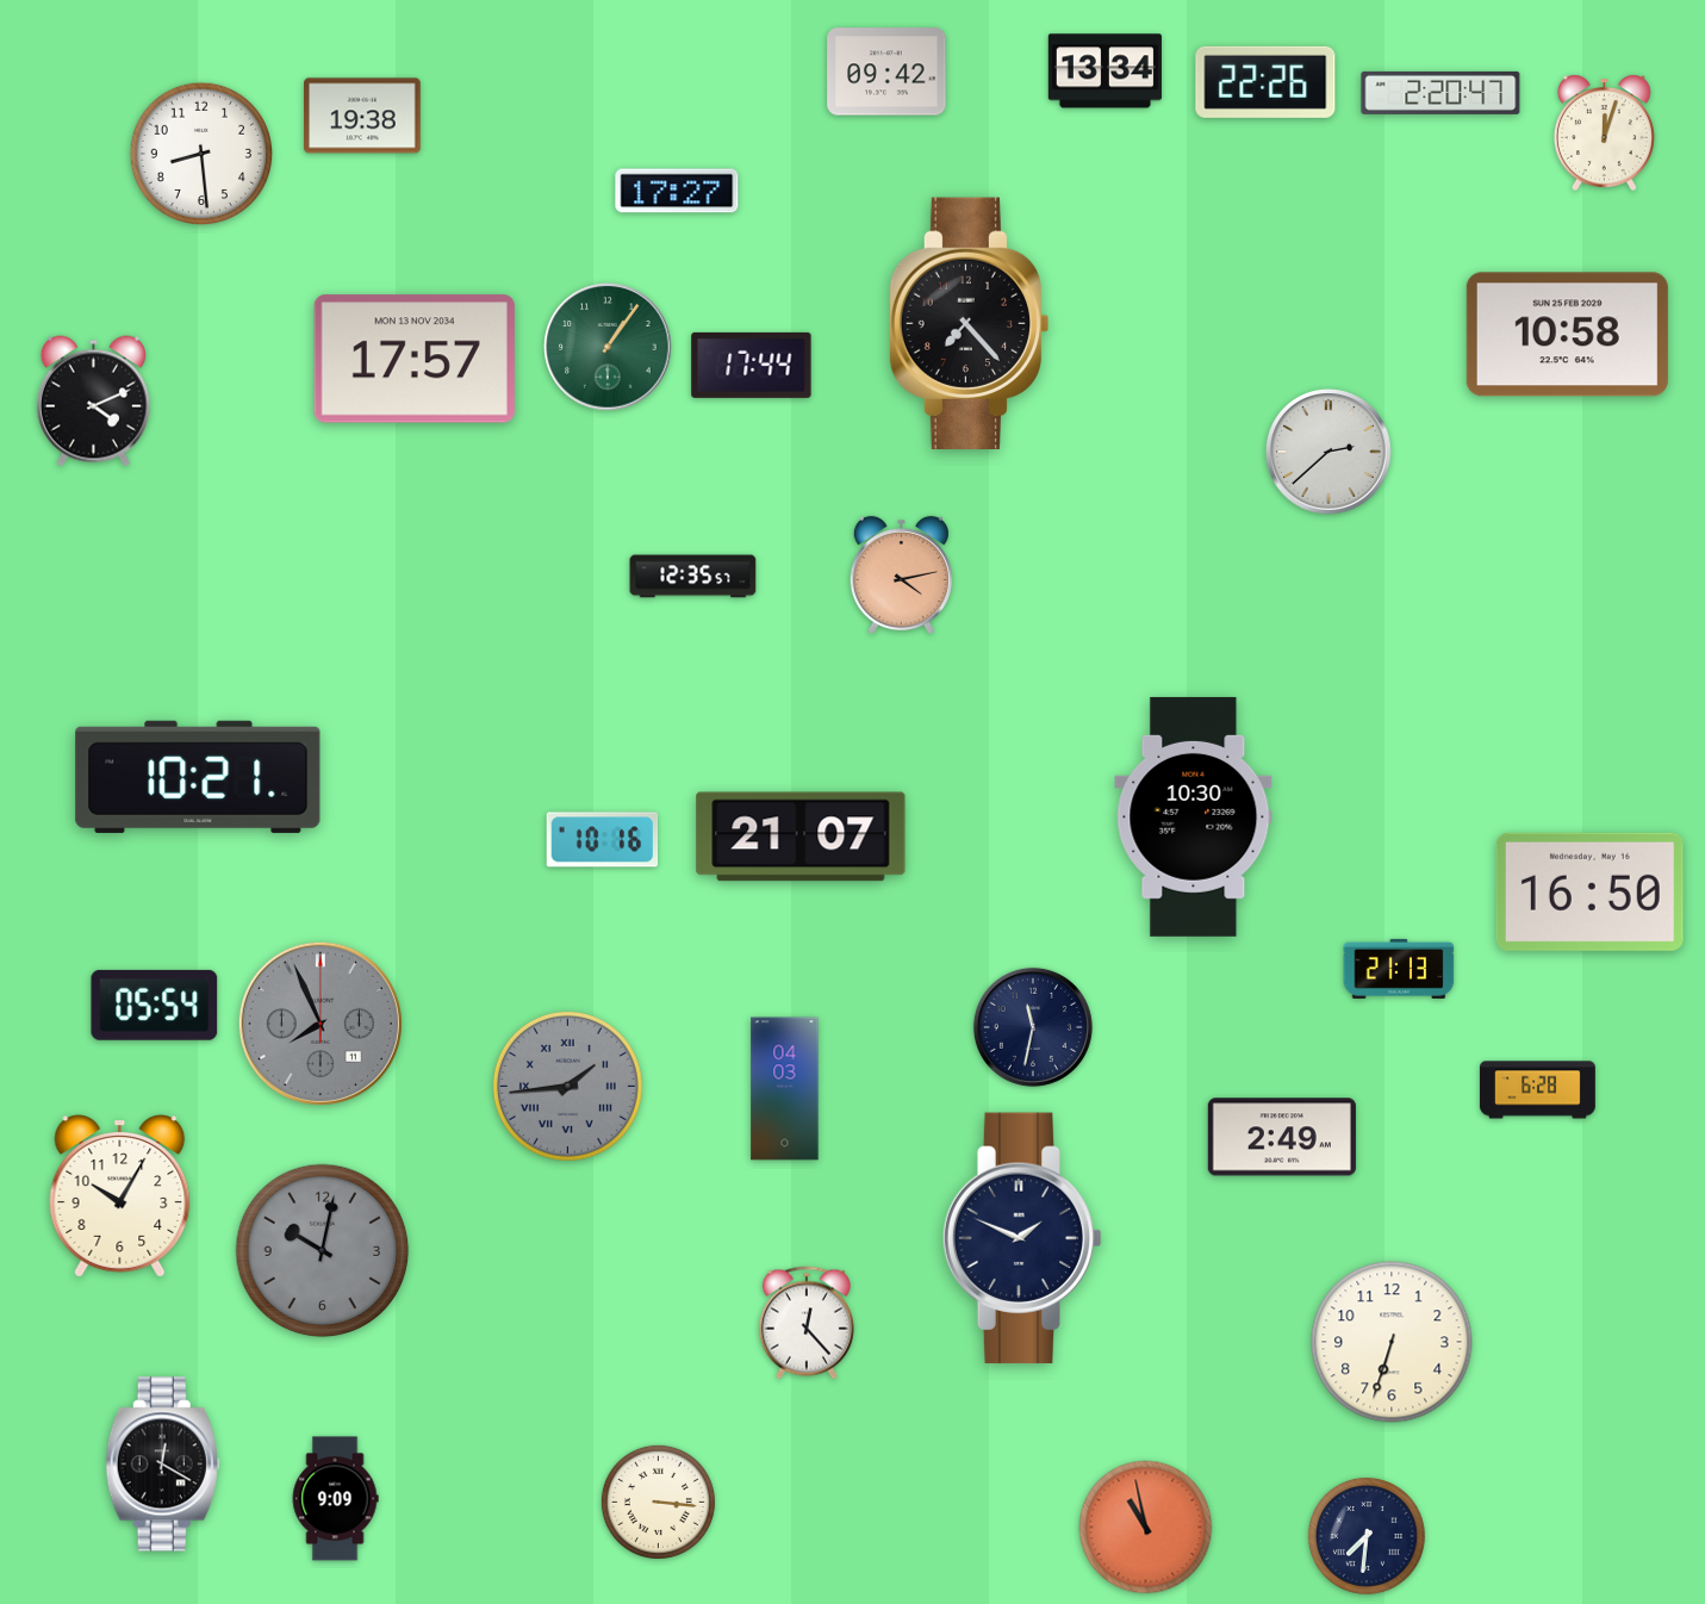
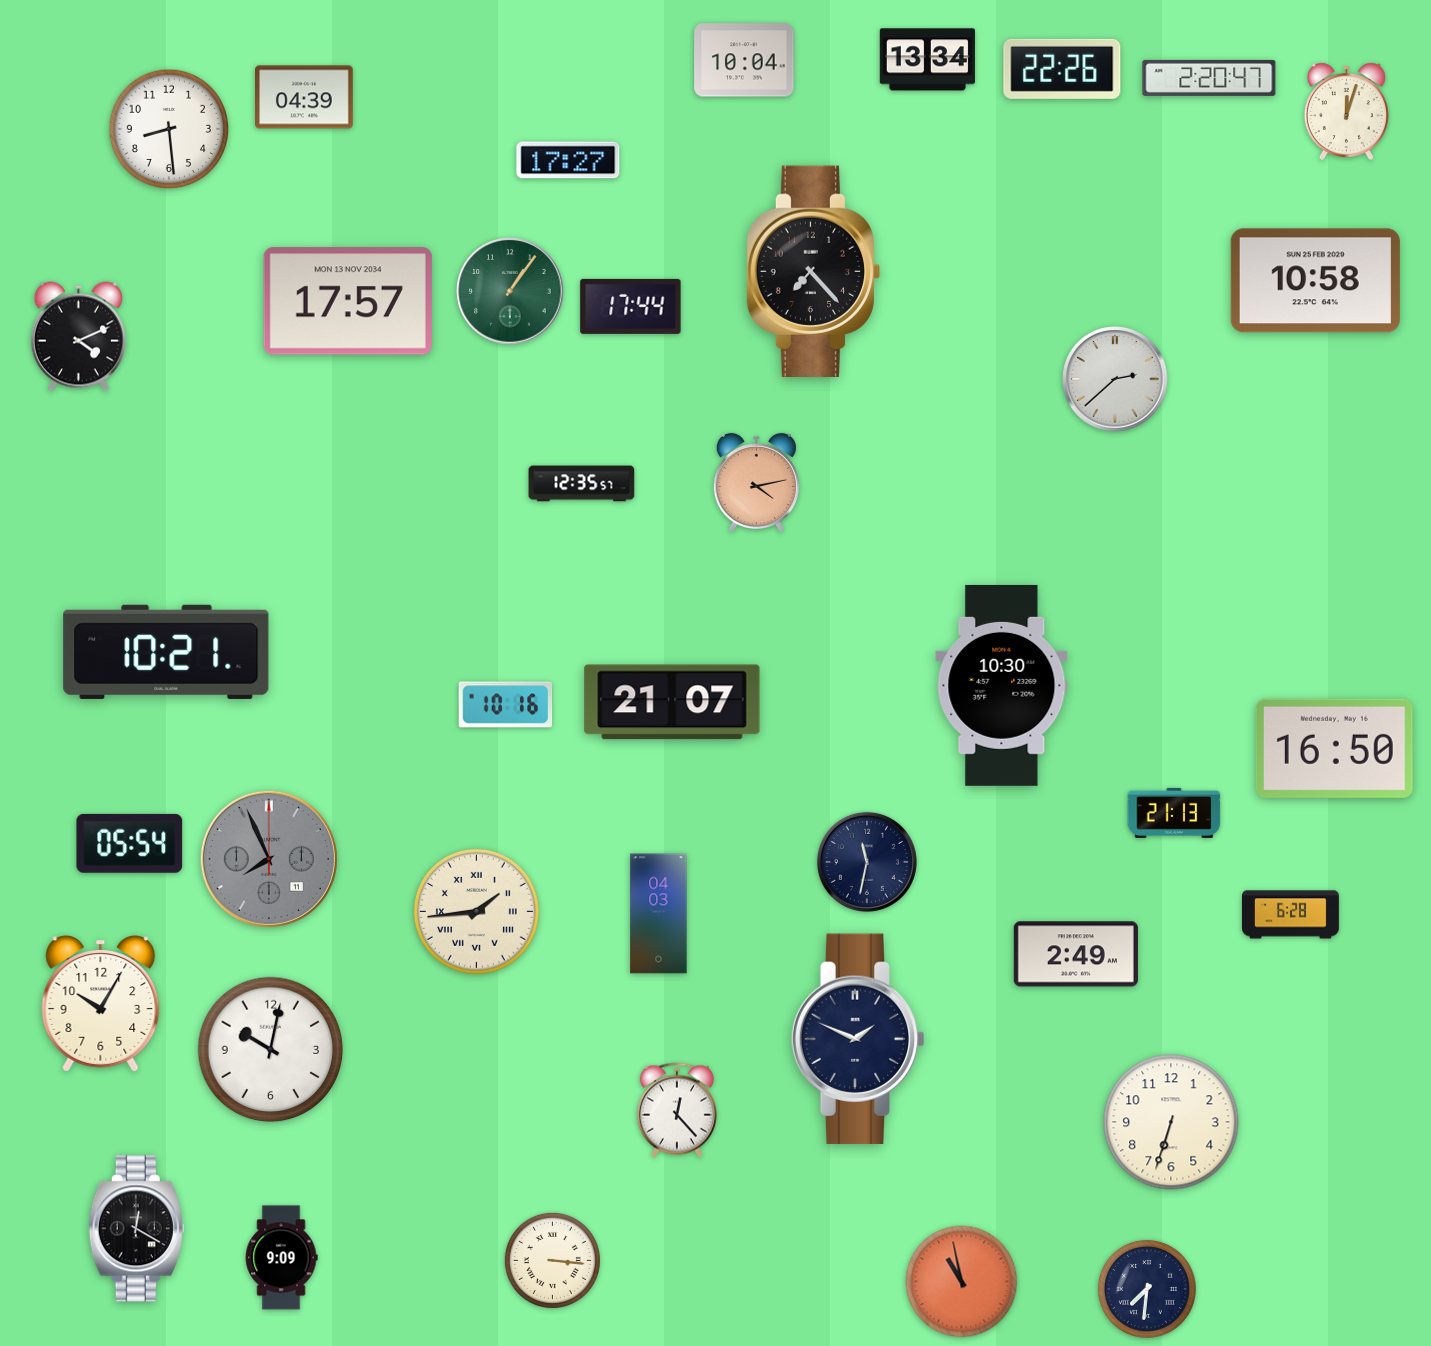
clock at (886, 72): 09:42 -> 10:04
clock at (363, 116): 19:38 -> 04:39
clock at (567, 1086) dial: grey -> cream
clock at (323, 1251) dial: grey -> white
clock at (1392, 1342) position: (1392, 1342) -> (1171, 1122)
